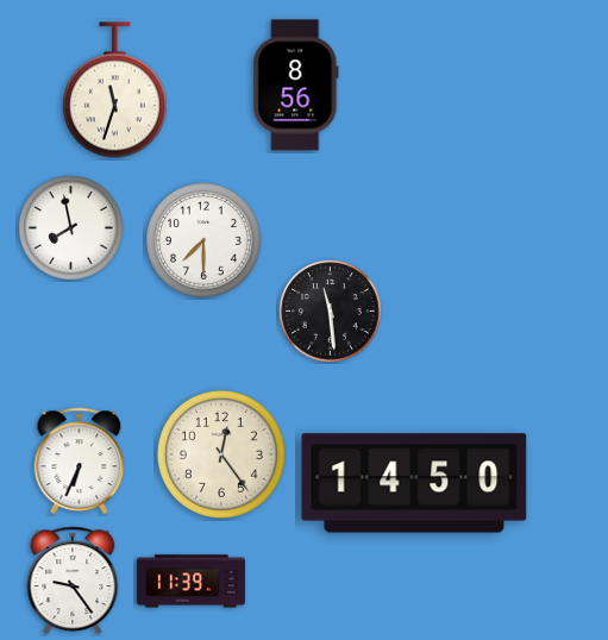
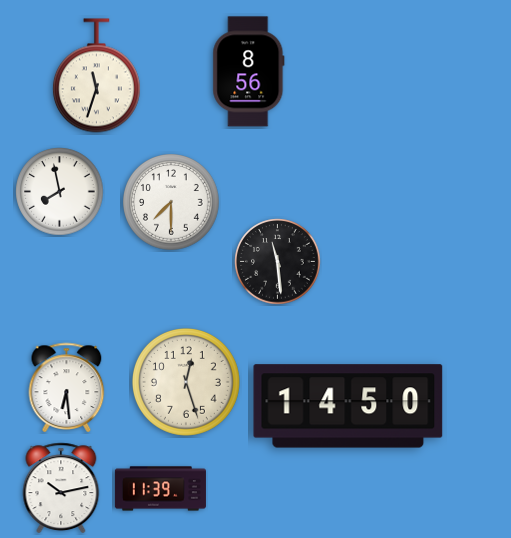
clock at (221, 454): 12:24 -> 12:27
clock at (80, 460): 6:34 -> 6:29
clock at (73, 581): 9:24 -> 10:13
